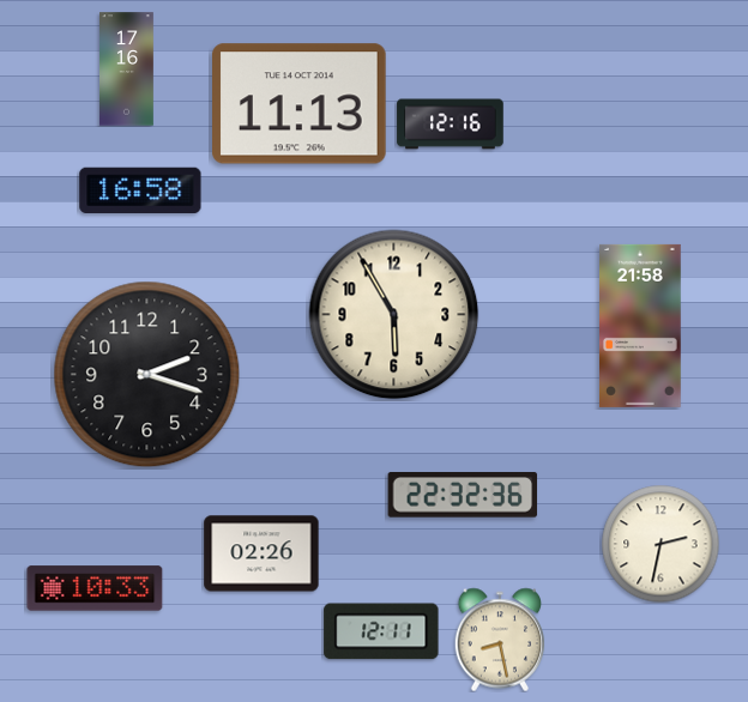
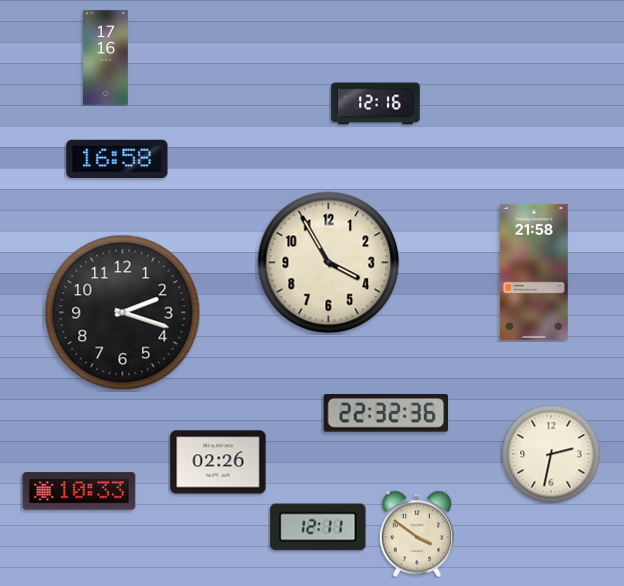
clock at (300, 104): 11:13 -> none
clock at (394, 315): 5:55 -> 3:55
clock at (500, 640): 8:28 -> 3:51
